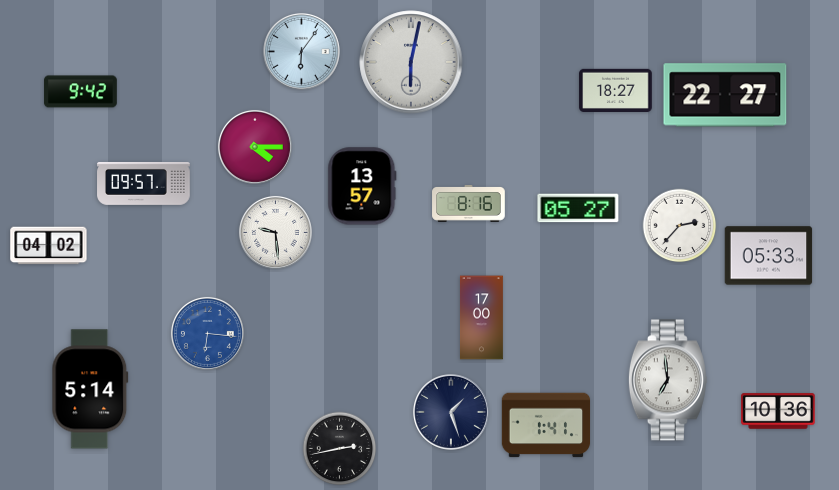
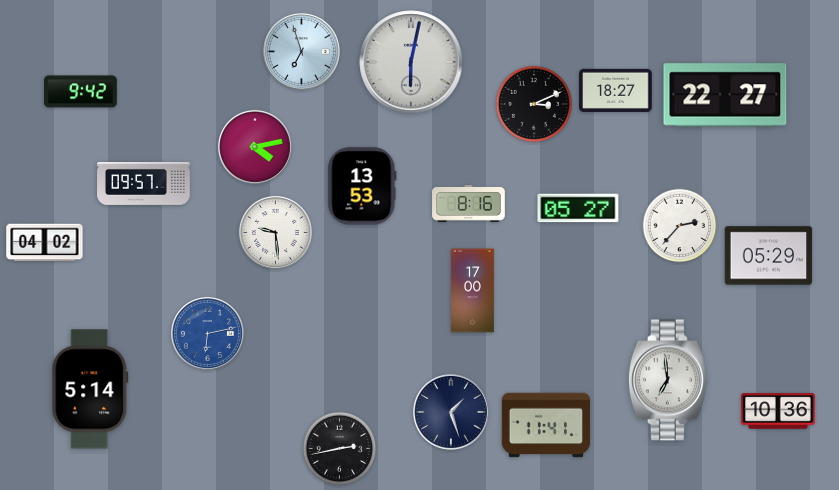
clock at (301, 51): 6:06 -> 6:57
clock at (534, 104): none -> 3:11
clock at (255, 147): 4:15 -> 4:13
clock at (362, 186): 13:57 -> 13:53
clock at (49, 246) position: (49, 246) -> (45, 243)
clock at (769, 256): 05:33 -> 05:29
clock at (481, 318) position: (481, 318) -> (472, 291)
clock at (207, 333): 6:16 -> 6:13
clock at (546, 425): 1:41 -> 11:41
